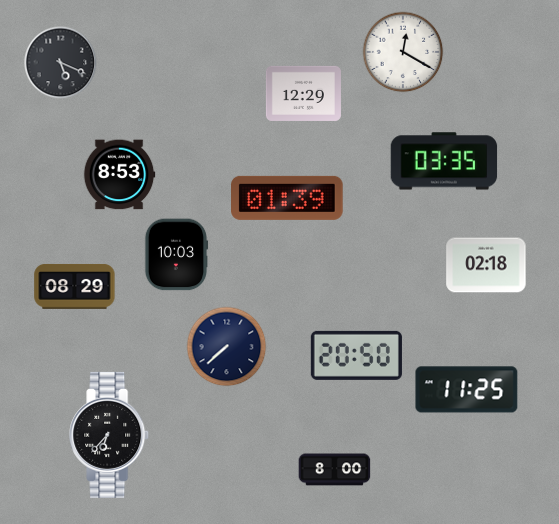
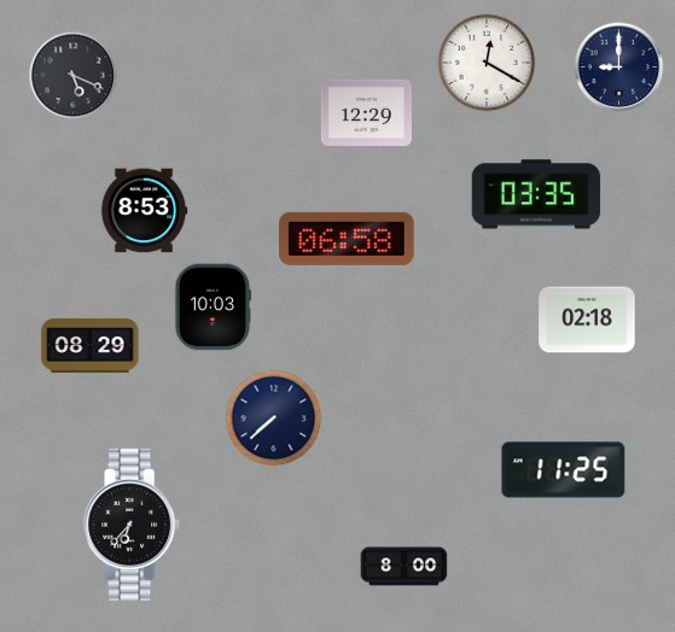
clock at (619, 68): none -> 9:00
clock at (287, 198): 01:39 -> 06:58
clock at (356, 355): 20:50 -> none
